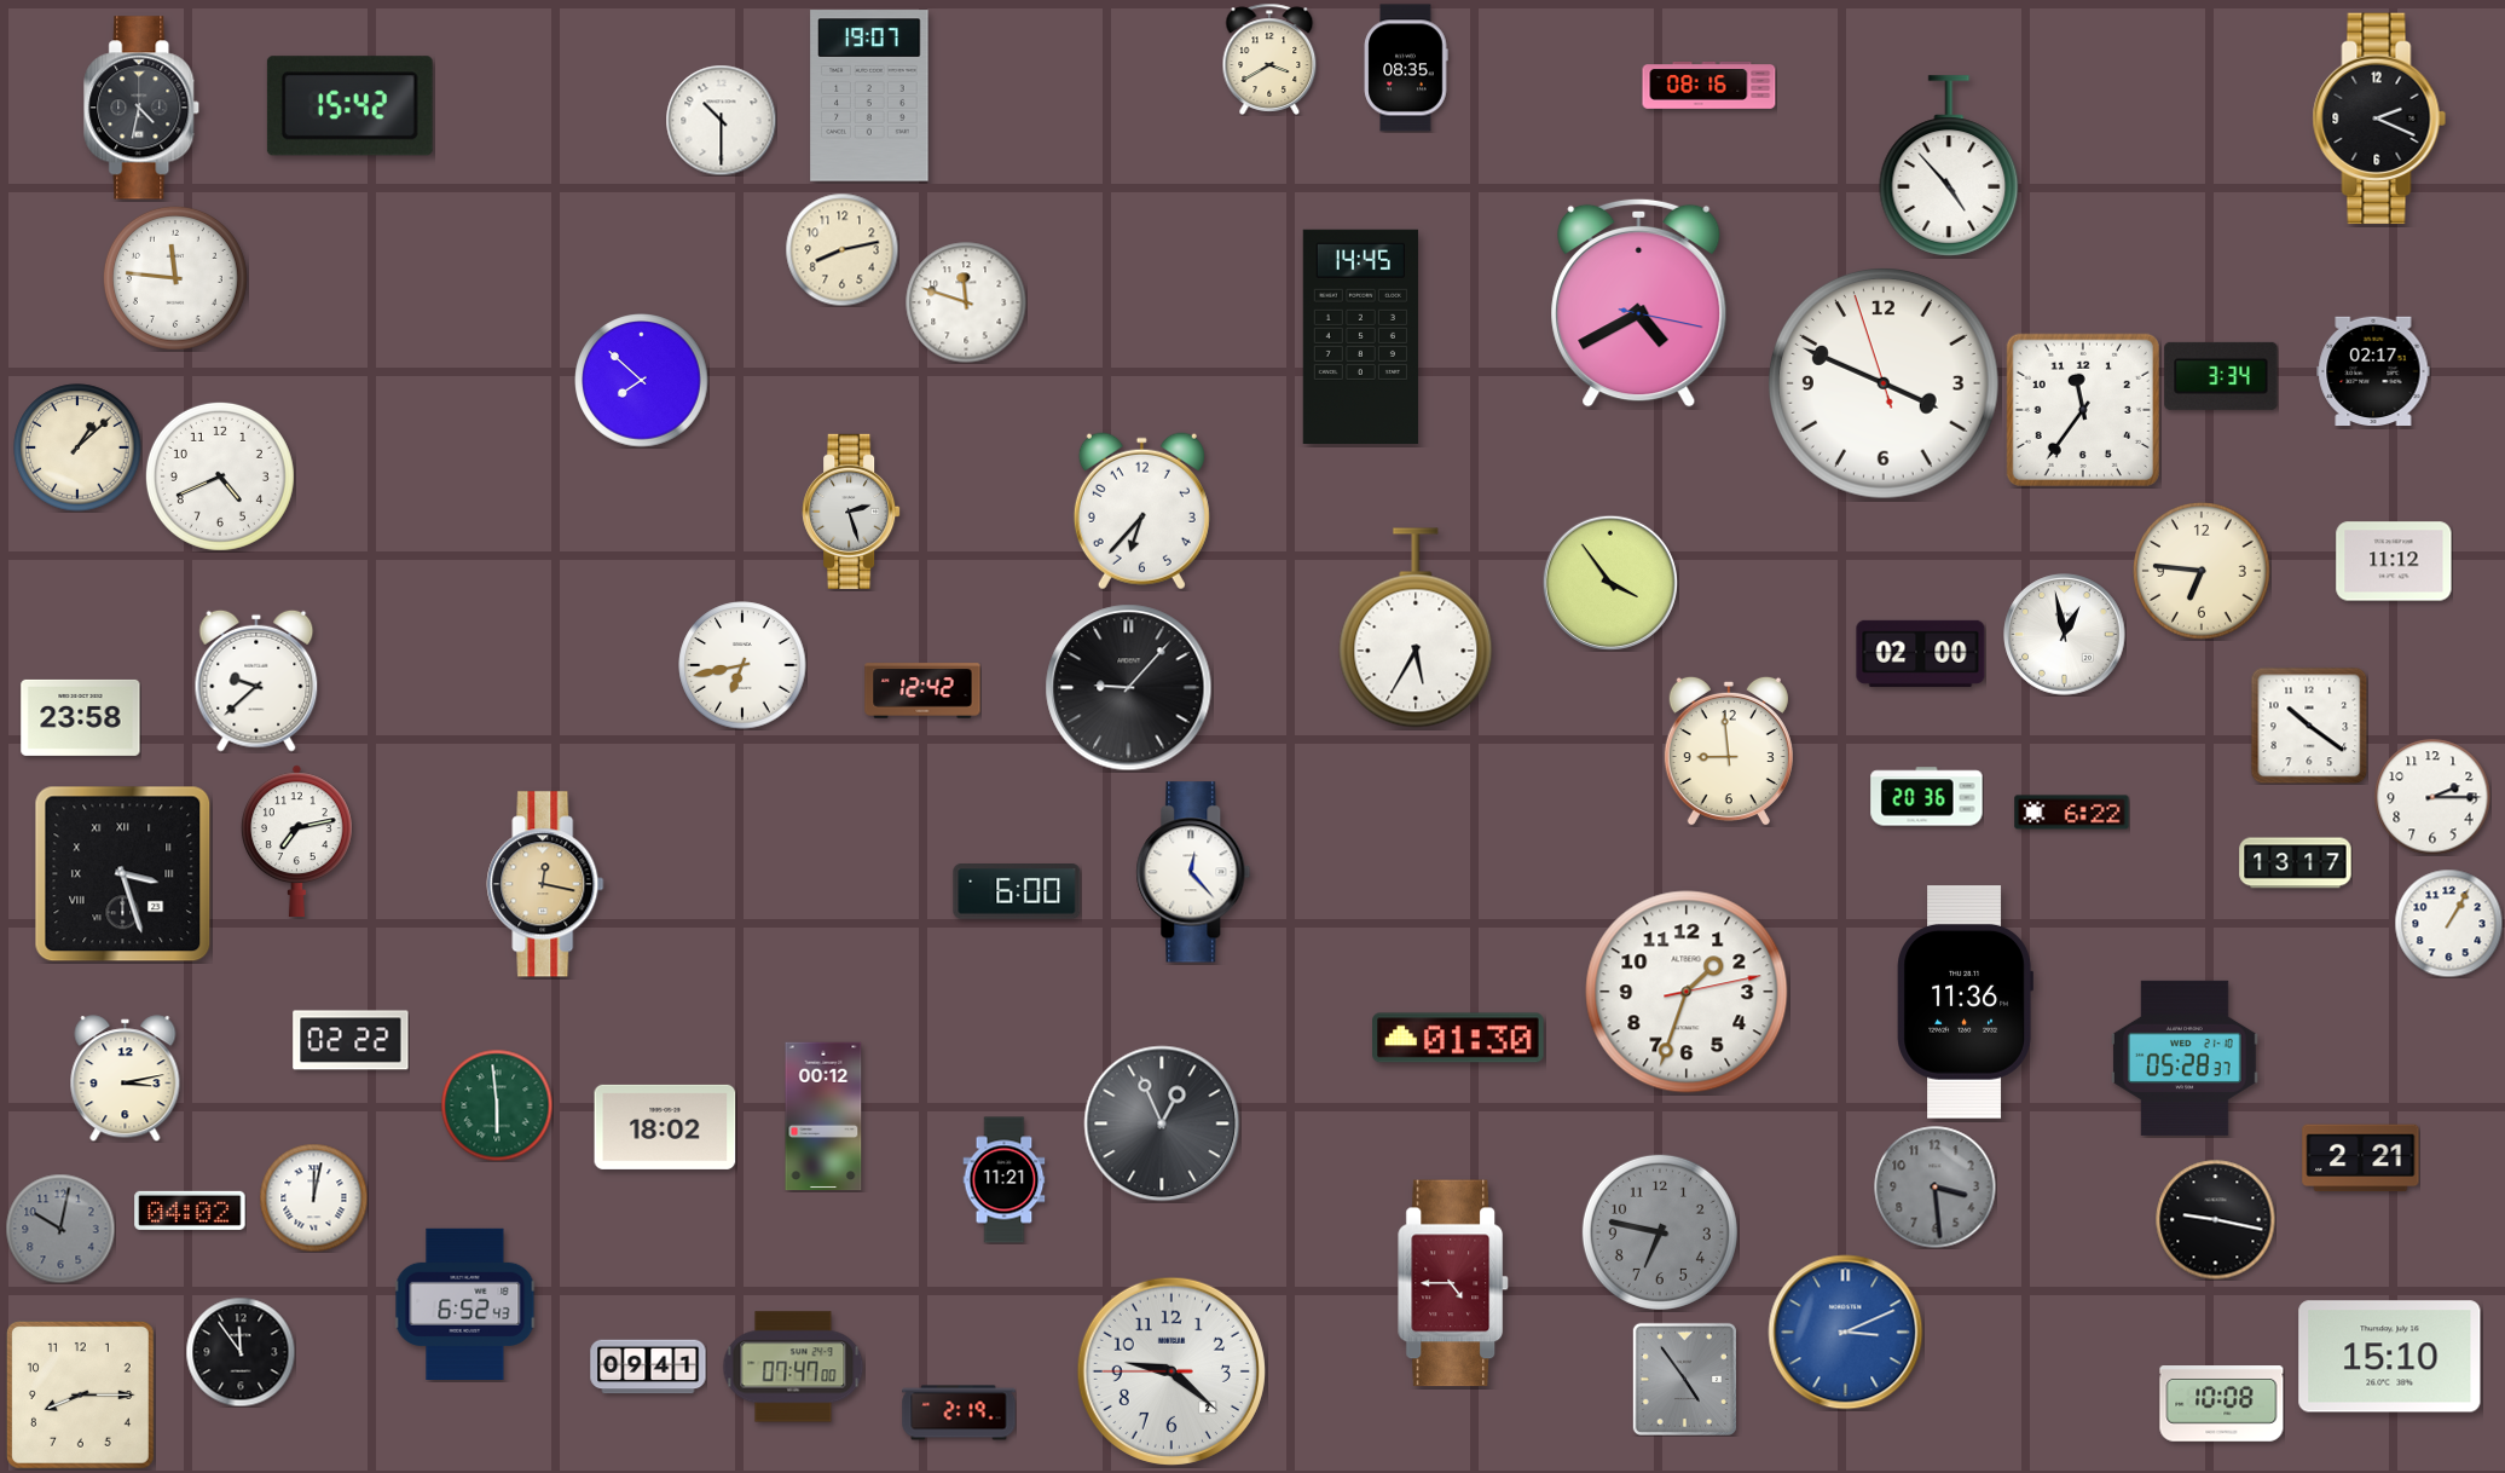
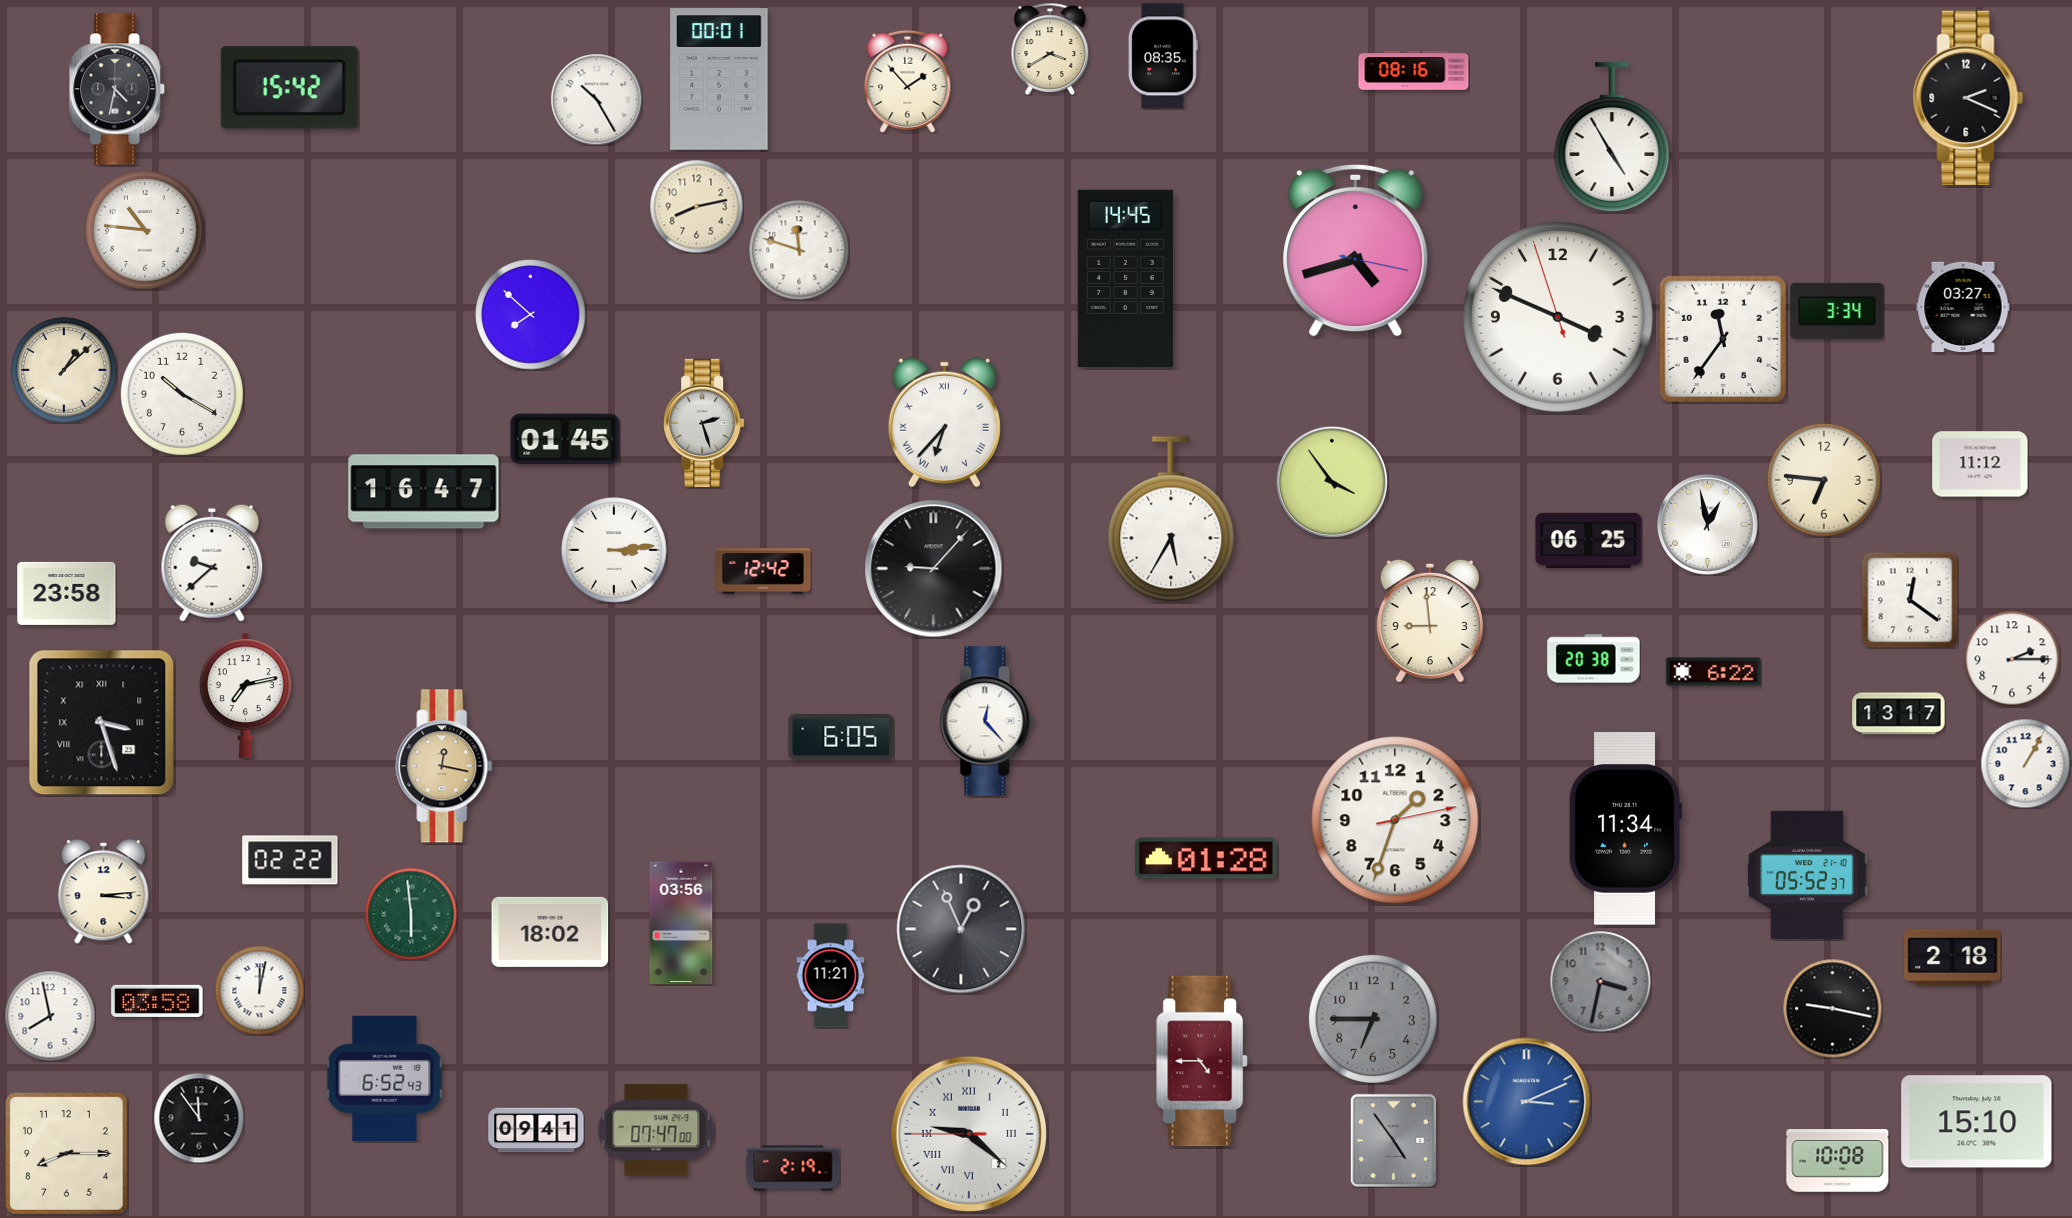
clock at (869, 96): 19:07 -> 00:01
clock at (908, 81): none -> 1:53
clock at (721, 120): 10:30 -> 10:25
clock at (1949, 166): 4:53 -> 4:55
clock at (175, 278): 11:46 -> 10:46
clock at (1639, 302): 4:40 -> 4:42
clock at (2373, 370): 02:17 -> 03:27
clock at (220, 476): 4:41 -> 10:20
clock at (1141, 512) numerals: Arabic -> Roman
clock at (565, 439): none -> 01:45
clock at (2203, 572) position: (2203, 572) -> (1825, 481)
clock at (424, 492): none -> 16:47
clock at (1921, 653): 02:00 -> 06:25
clock at (742, 665): 6:43 -> 3:14
clock at (2309, 726): 10:21 -> 12:21
clock at (1927, 797): 20:36 -> 20:38
clock at (545, 884) position: (545, 884) -> (444, 766)
clock at (1017, 891): 6:00 -> 6:05
clock at (1965, 1003): 11:36 -> 11:34
clock at (1458, 1038): 01:30 -> 01:28
clock at (2186, 1058): 05:28 -> 05:52
clock at (126, 1079): 3:13 -> 3:14
clock at (823, 1116): 00:12 -> 03:56
clock at (2361, 1159): 2:21 -> 2:18
clock at (1936, 1188): 3:29 -> 3:32
clock at (190, 1211): 04:02 -> 03:58
clock at (60, 1229): 10:02 -> 7:58
clock at (60, 1229) dial: grey -> white
clock at (1660, 1232): 6:47 -> 6:45
clock at (1171, 1371) numerals: Arabic -> Roman
